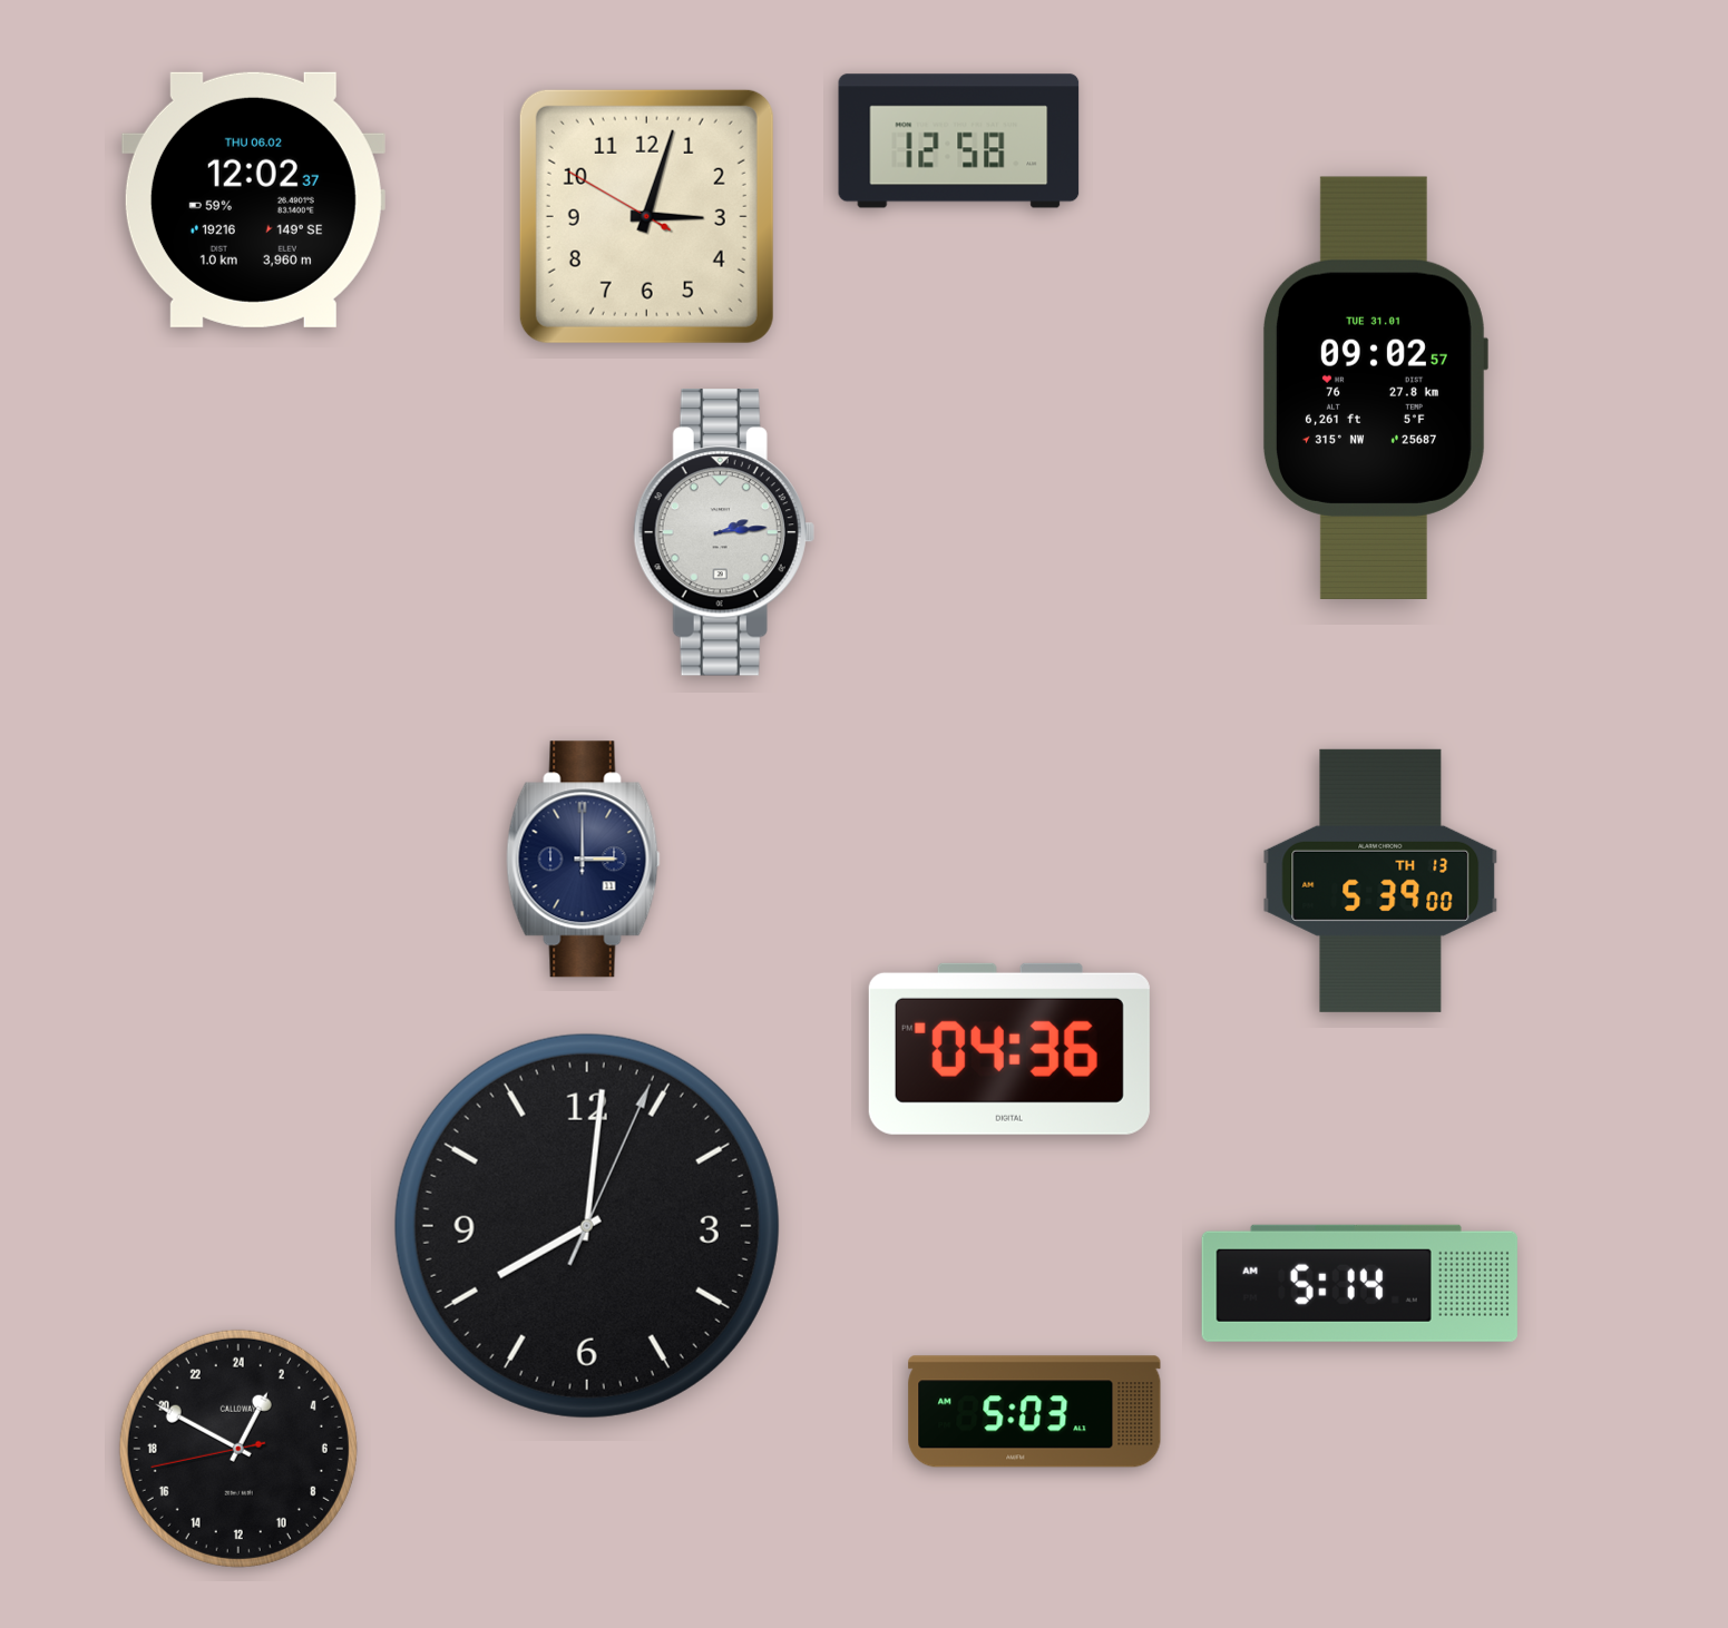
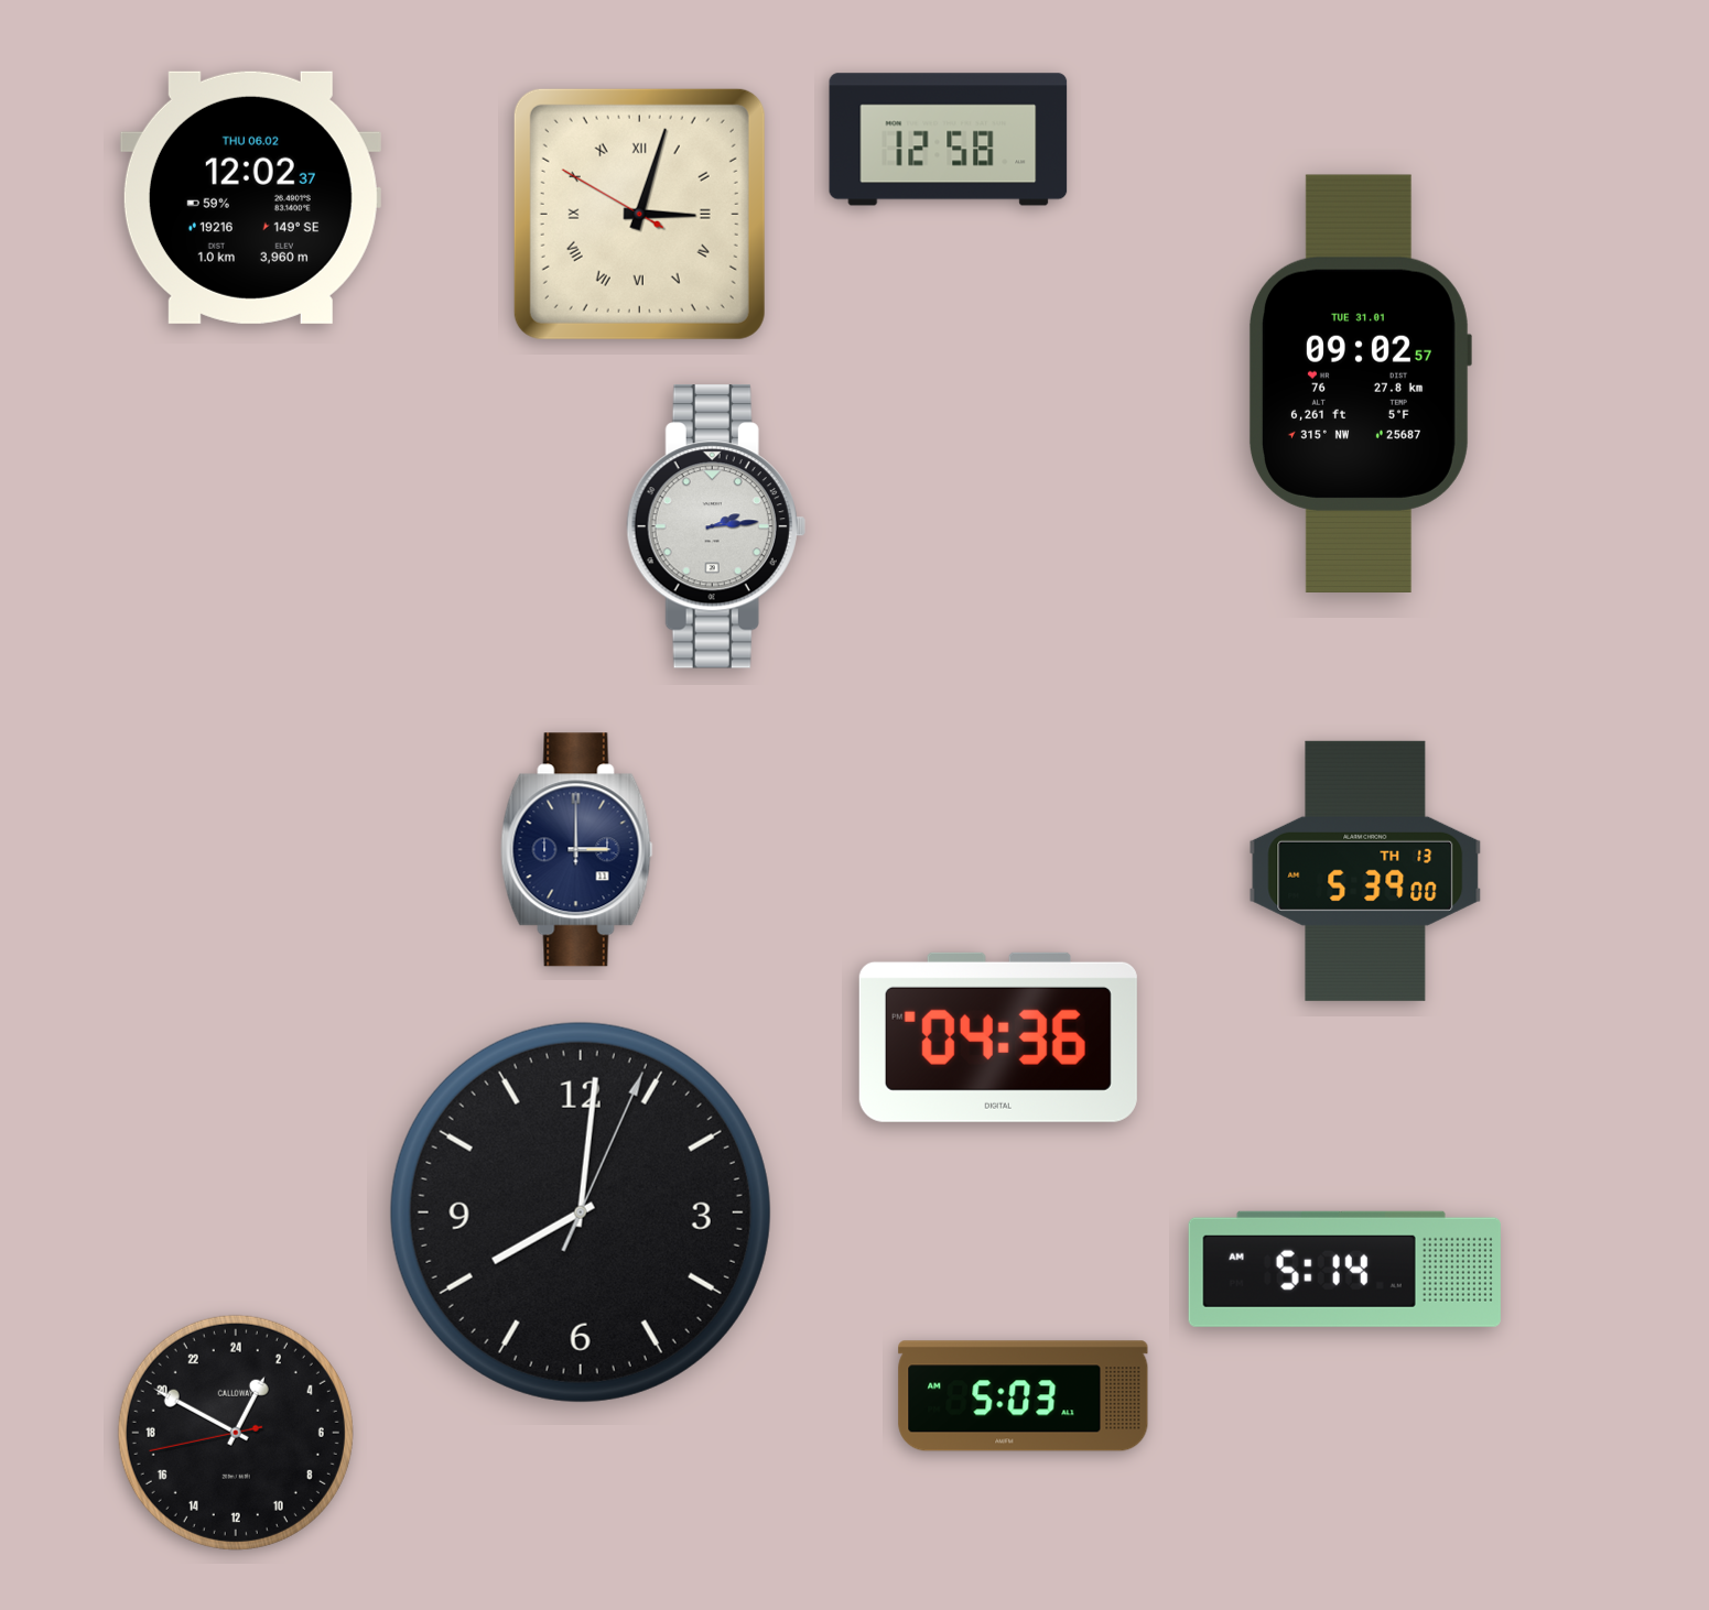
clock at (646, 216) numerals: Arabic -> Roman
